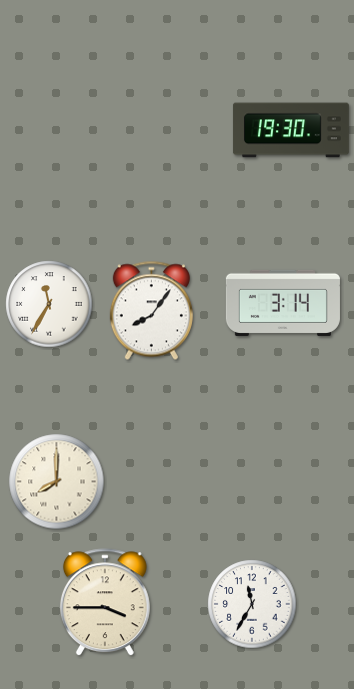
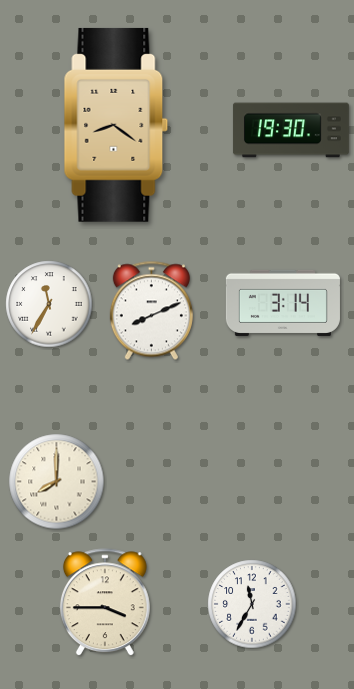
clock at (116, 125): none -> 8:21
clock at (151, 311): 8:06 -> 8:11
